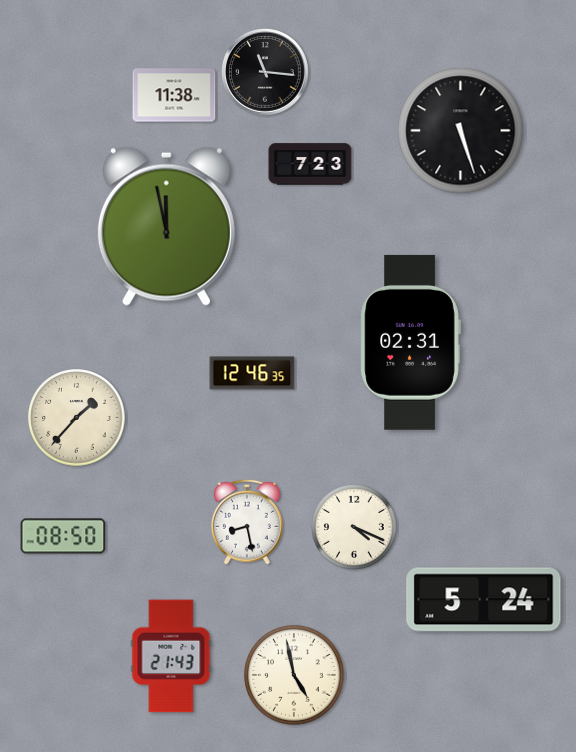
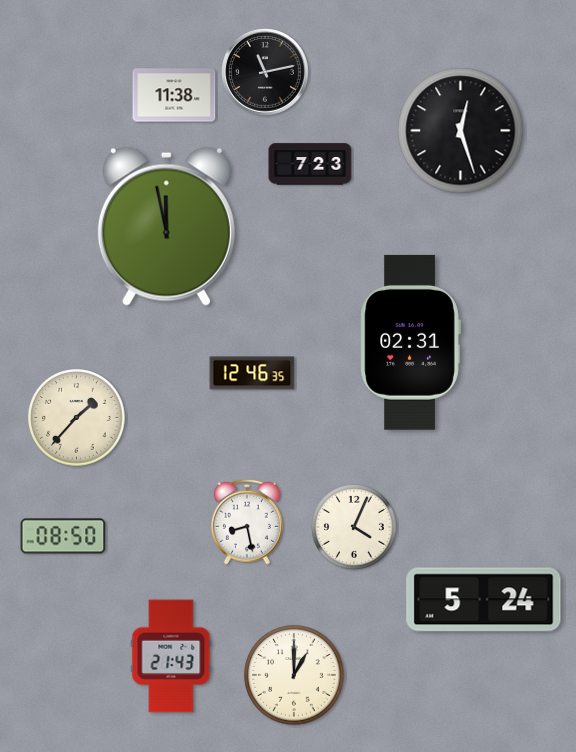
clock at (266, 73): 11:16 -> 11:13
clock at (461, 131): 5:27 -> 12:27
clock at (354, 527): 4:19 -> 4:04
clock at (294, 675): 4:58 -> 1:00
